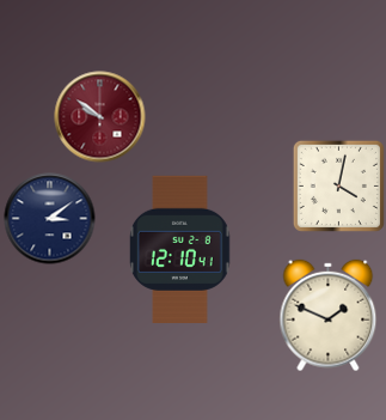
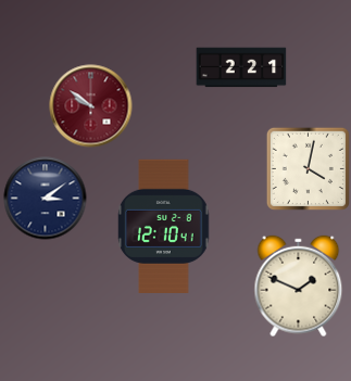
clock at (241, 67): none -> 2:21
